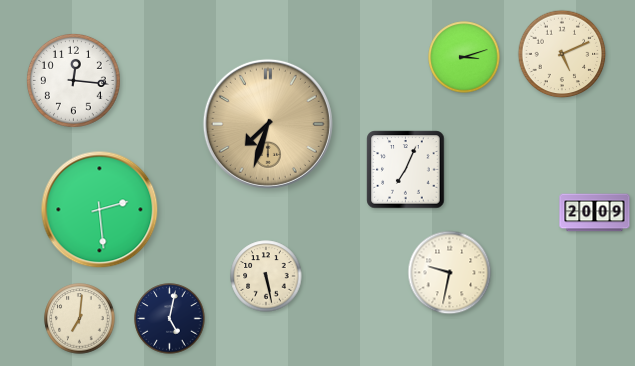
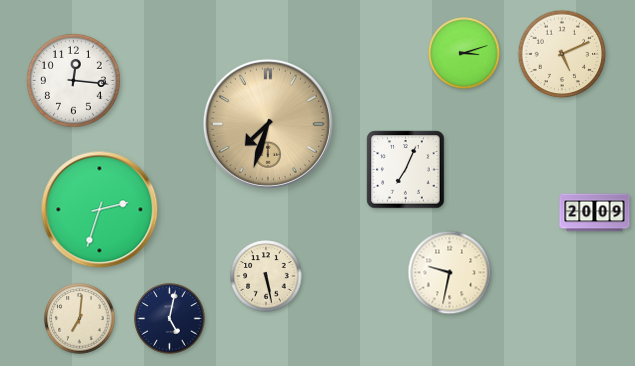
clock at (464, 57) position: (464, 57) -> (464, 53)
clock at (100, 210): 2:29 -> 2:33
